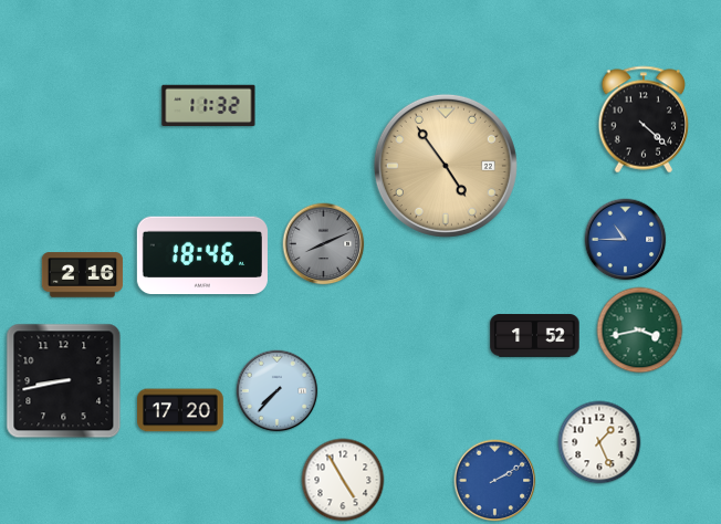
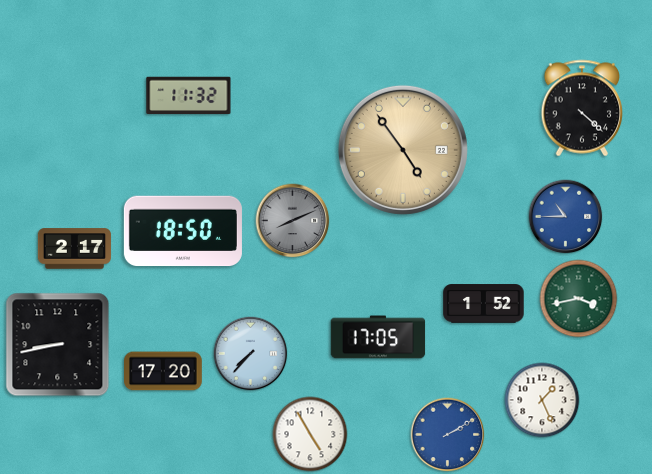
clock at (202, 255): 18:46 -> 18:50
clock at (83, 275): 2:16 -> 2:17
clock at (378, 337): none -> 17:05
